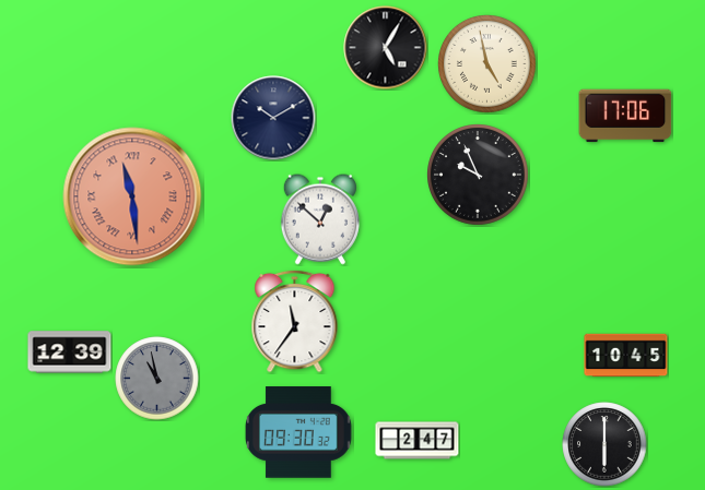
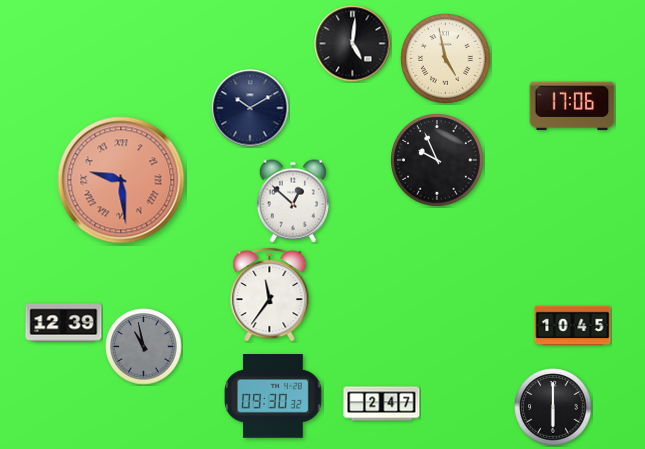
clock at (386, 48): 5:05 -> 5:01
clock at (132, 196): 11:29 -> 9:29
